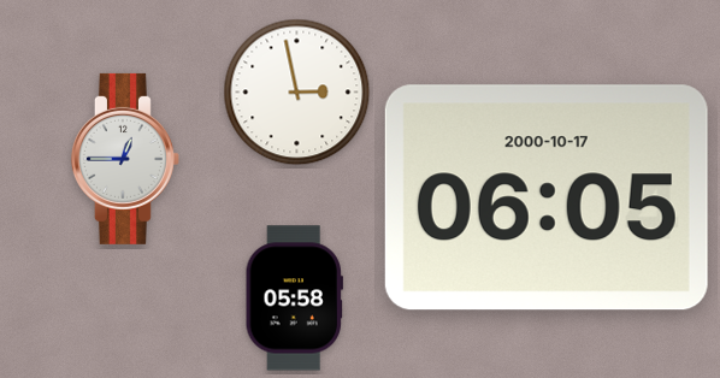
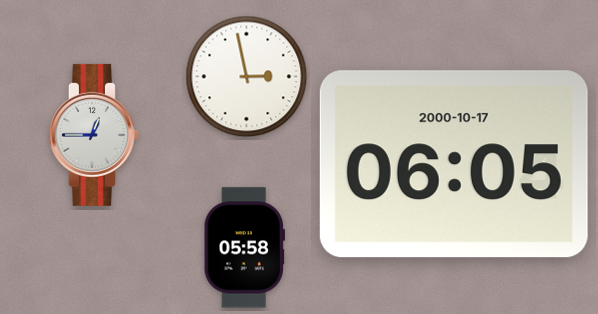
clock at (125, 159) position: (125, 159) -> (94, 135)
